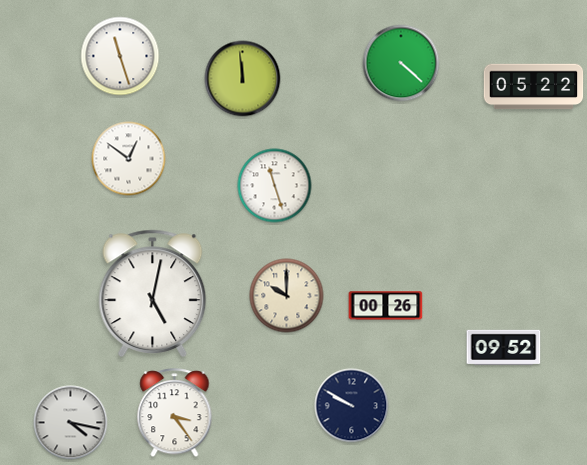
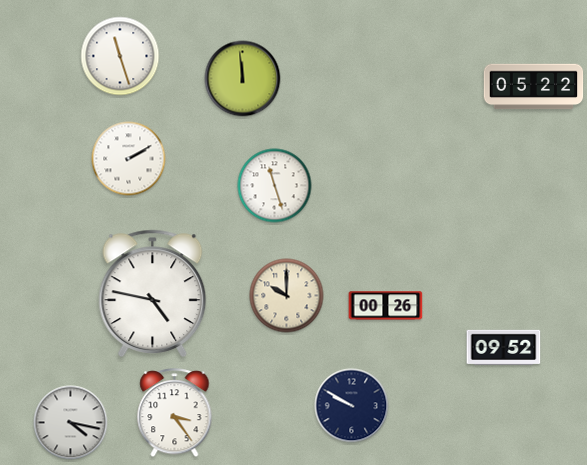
clock at (401, 63): 4:22 -> none
clock at (129, 159): 12:51 -> 2:10
clock at (153, 294): 5:02 -> 4:47
